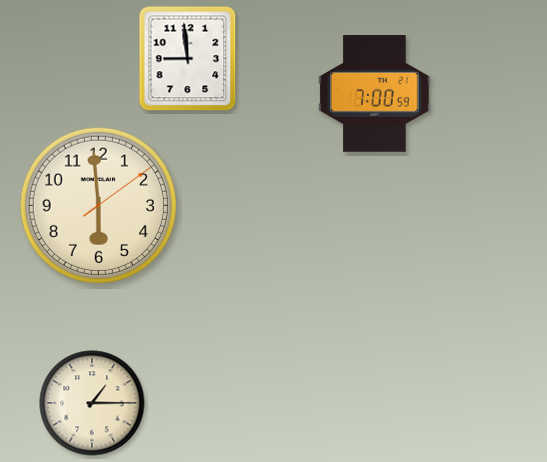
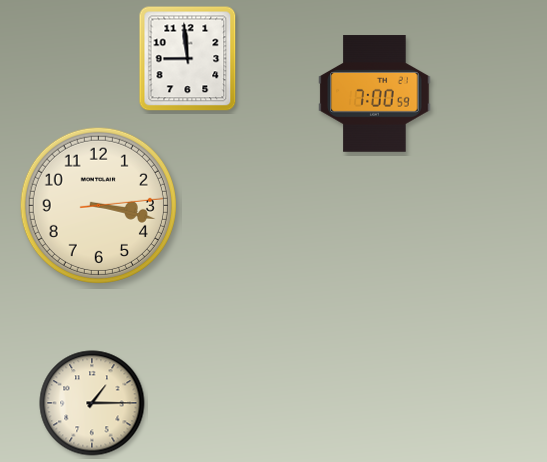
clock at (98, 205): 5:59 -> 3:17
